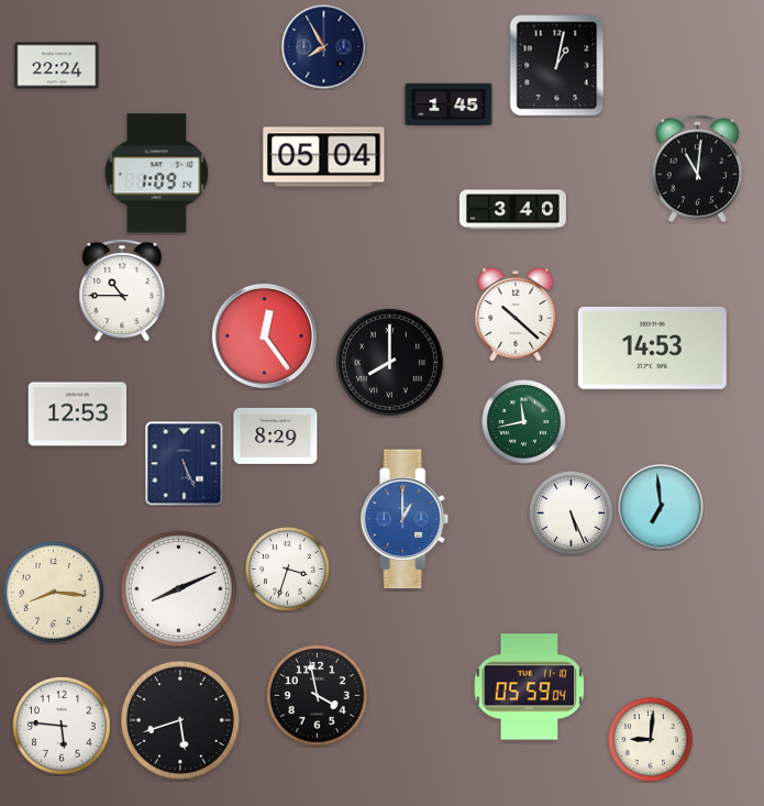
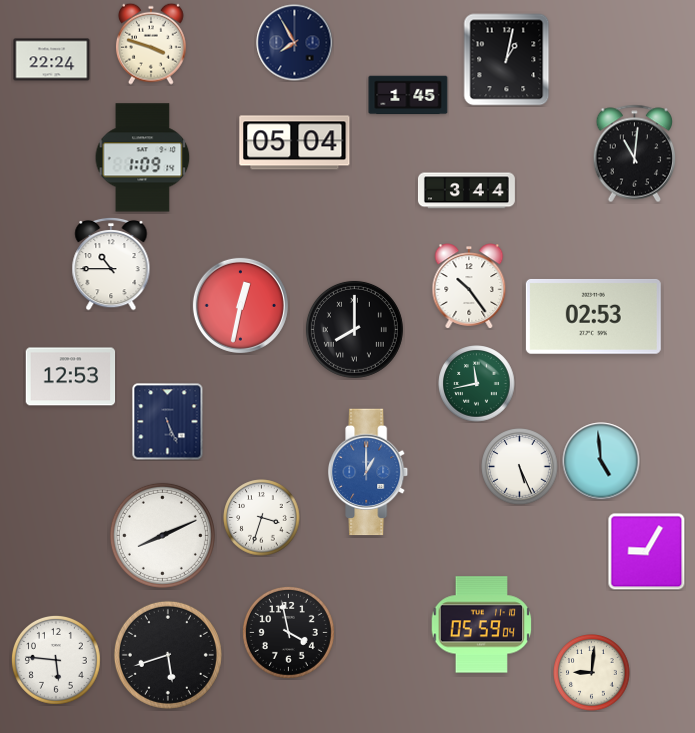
clock at (151, 44): none -> 3:48
clock at (512, 210): 3:40 -> 3:44
clock at (516, 314): 10:22 -> 10:24
clock at (264, 335): 12:24 -> 12:32
clock at (652, 347): 14:53 -> 02:53
clock at (276, 435): 8:29 -> none
clock at (661, 507): 6:59 -> 4:59
clock at (53, 592): 8:16 -> none
clock at (646, 551): none -> 9:05
clock at (180, 720) position: (180, 720) -> (168, 655)
